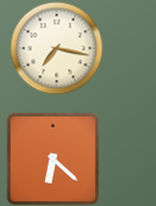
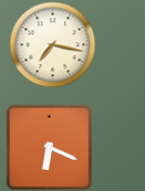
clock at (52, 158): 6:22 -> 6:19
